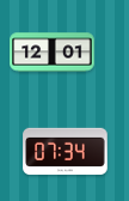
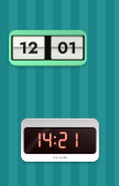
clock at (66, 151): 07:34 -> 14:21
